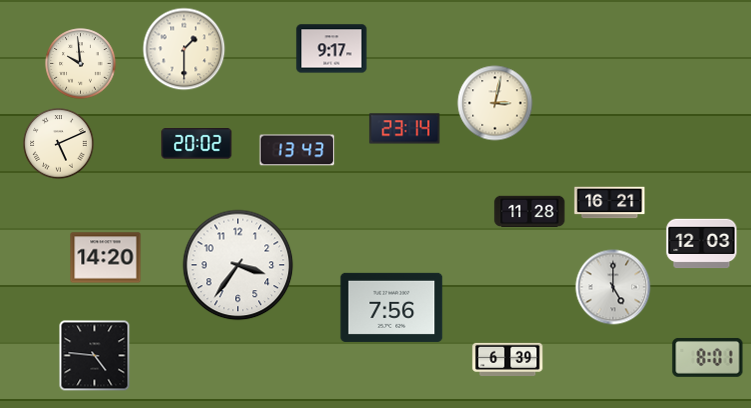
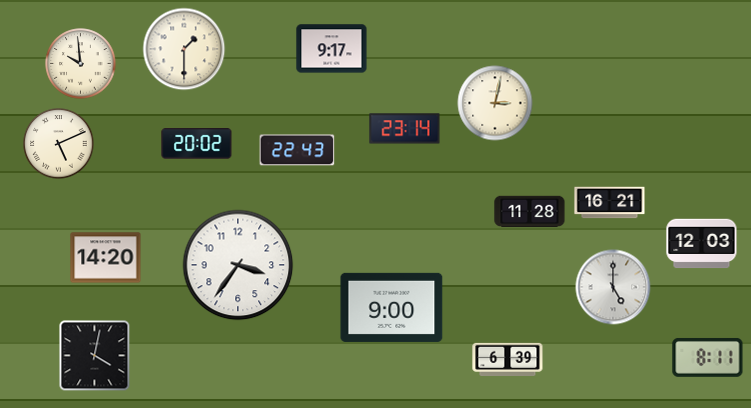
clock at (297, 150): 13:43 -> 22:43
clock at (392, 307): 7:56 -> 9:00
clock at (95, 356): 4:46 -> 4:02
clock at (708, 357): 8:01 -> 8:11
